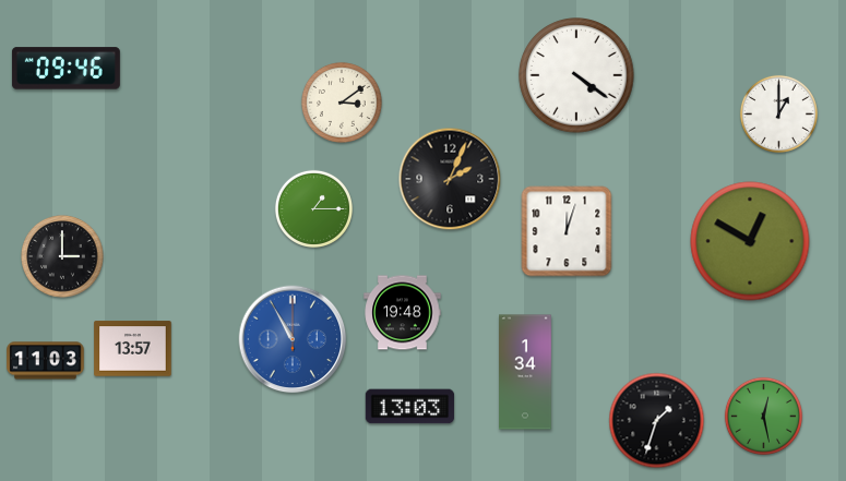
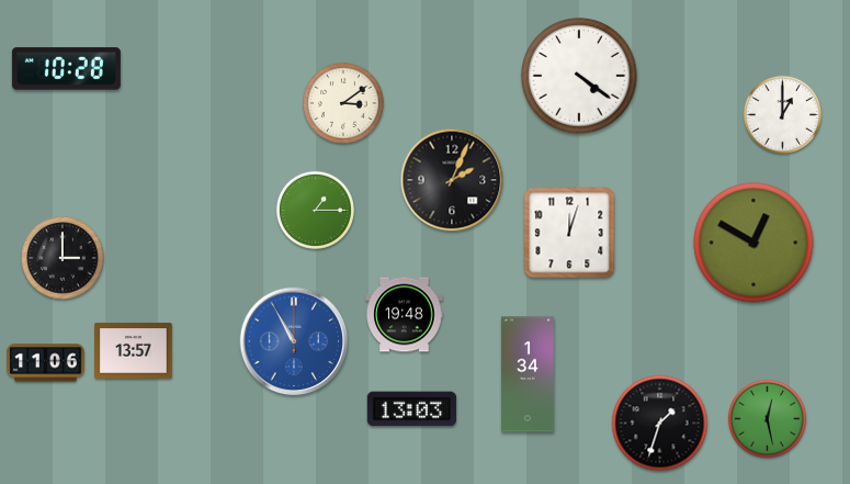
clock at (65, 69): 09:46 -> 10:28
clock at (46, 361): 11:03 -> 11:06
